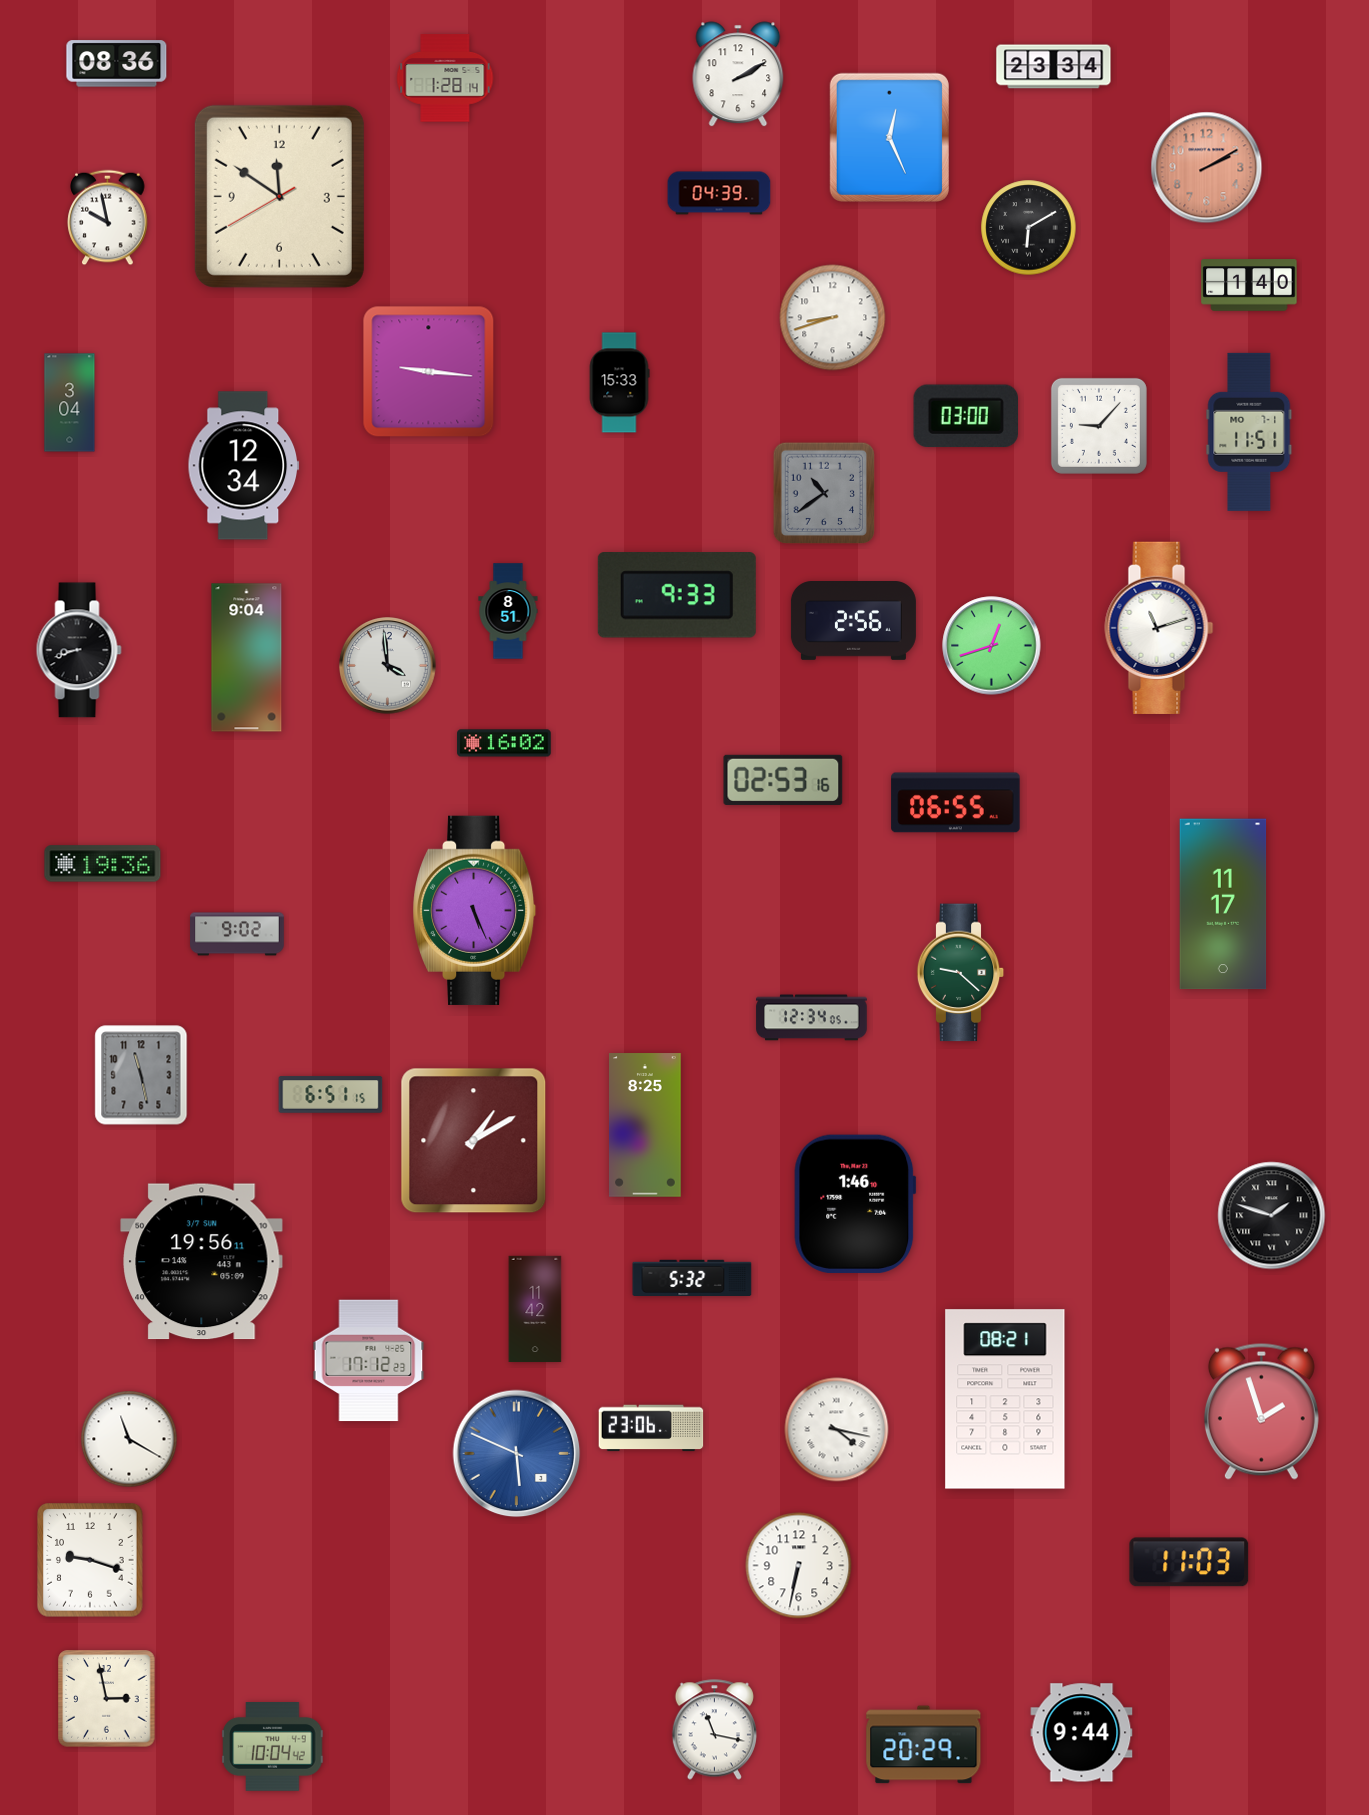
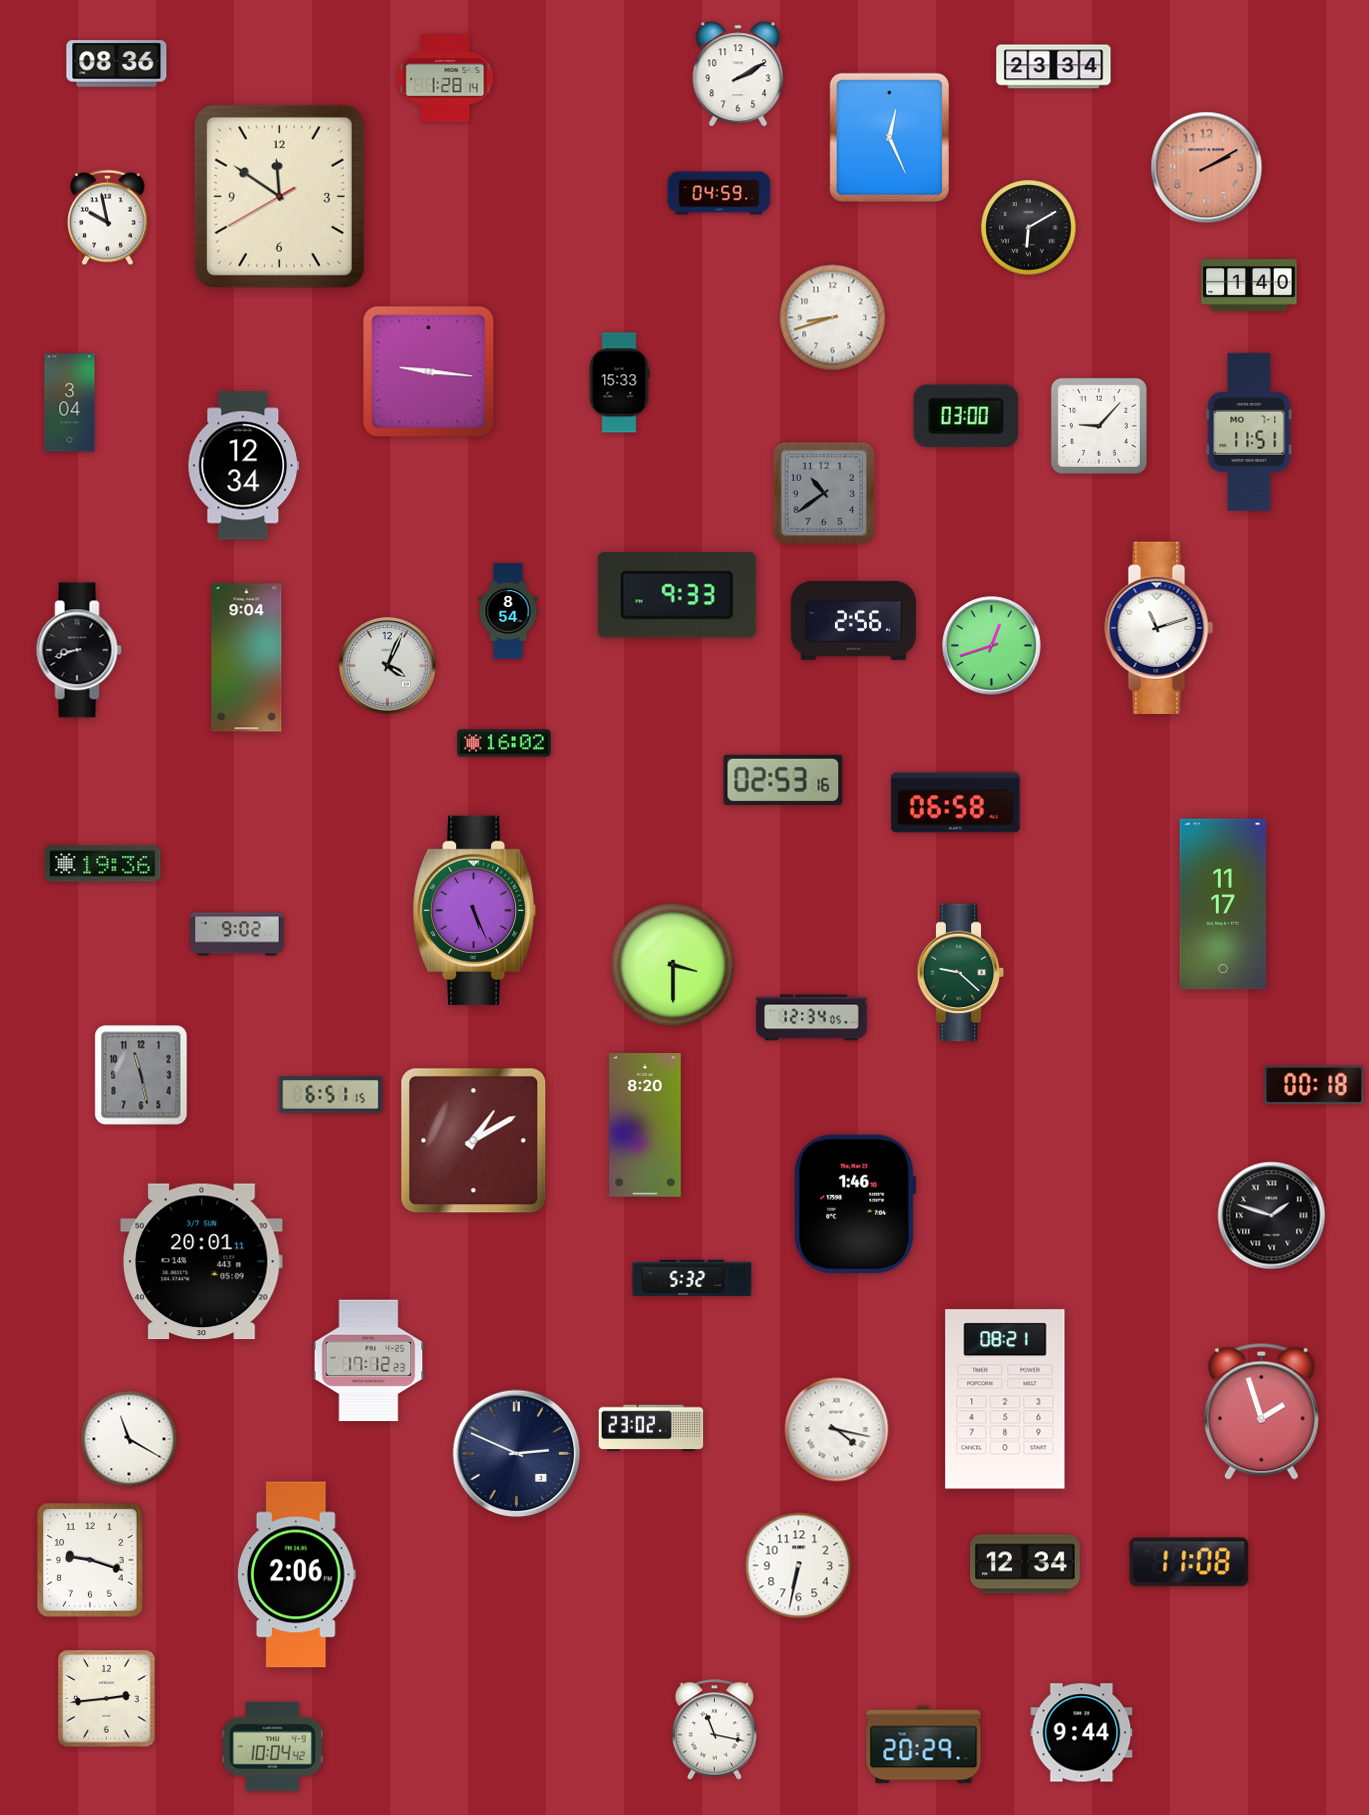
clock at (719, 193): 04:39 -> 04:59
clock at (508, 611): 8:51 -> 8:54
clock at (388, 666): 3:59 -> 4:04
clock at (956, 803): 06:55 -> 06:58
clock at (673, 965): none -> 3:30
clock at (1314, 1085): none -> 00:18
clock at (646, 1125): 8:25 -> 8:20
clock at (202, 1262): 19:56 -> 20:01
clock at (535, 1309): 11:42 -> none
clock at (651, 1428): 23:06 -> 23:02
clock at (517, 1454): 5:49 -> 2:49
clock at (517, 1454) dial: blue -> navy
clock at (1189, 1562): 11:03 -> 11:08
clock at (1026, 1564): none -> 12:34
clock at (296, 1575): none -> 2:06
clock at (107, 1699): 2:58 -> 2:44
